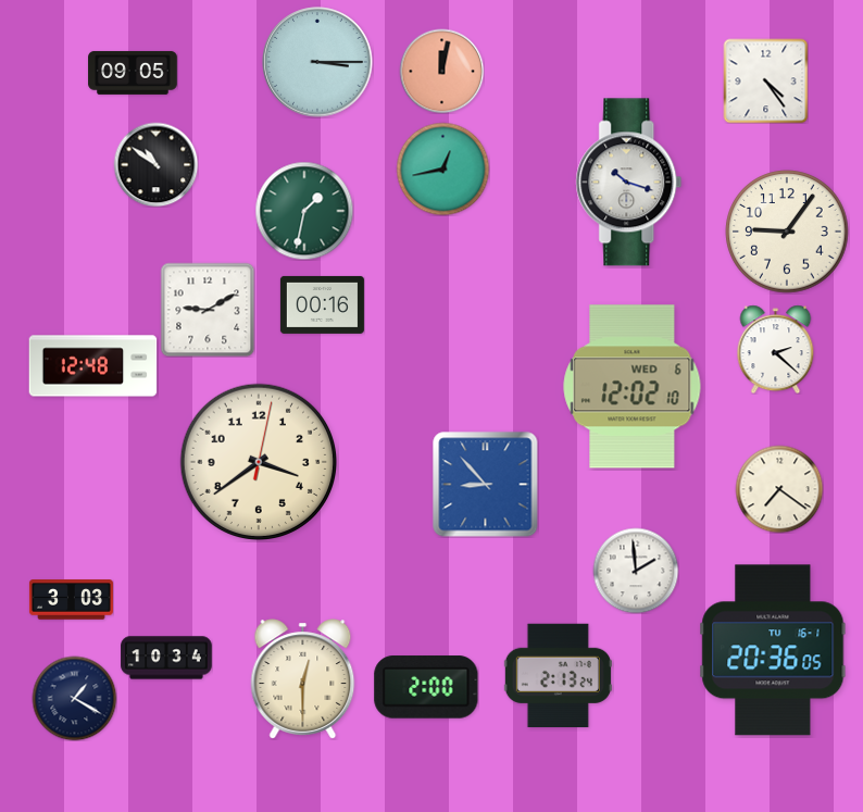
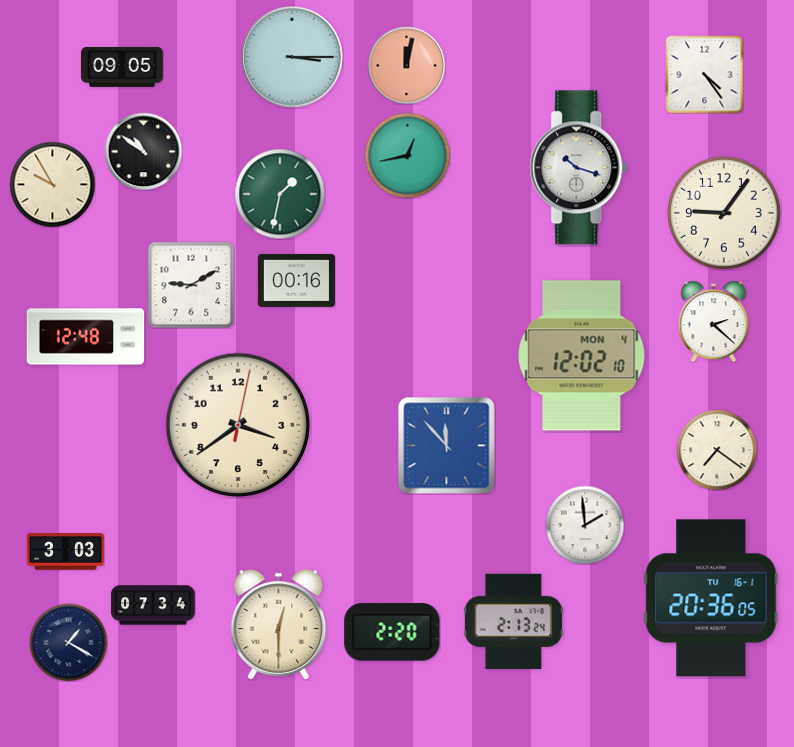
clock at (52, 184): none -> 9:55
clock at (633, 387) date: WED 6 -> MON 4
clock at (486, 485): 8:53 -> 11:53
clock at (166, 658): 10:34 -> 07:34
clock at (426, 687): 2:00 -> 2:20
